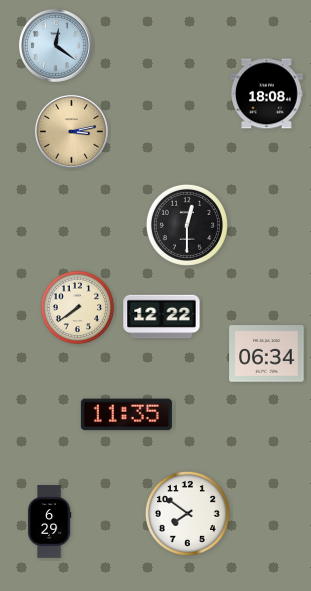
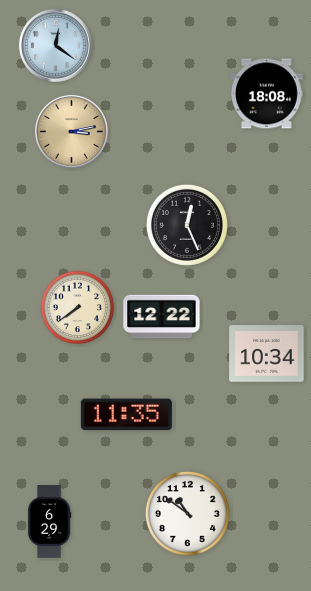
clock at (187, 225): 12:30 -> 12:26
clock at (267, 354): 06:34 -> 10:34
clock at (187, 513): 7:51 -> 10:51
